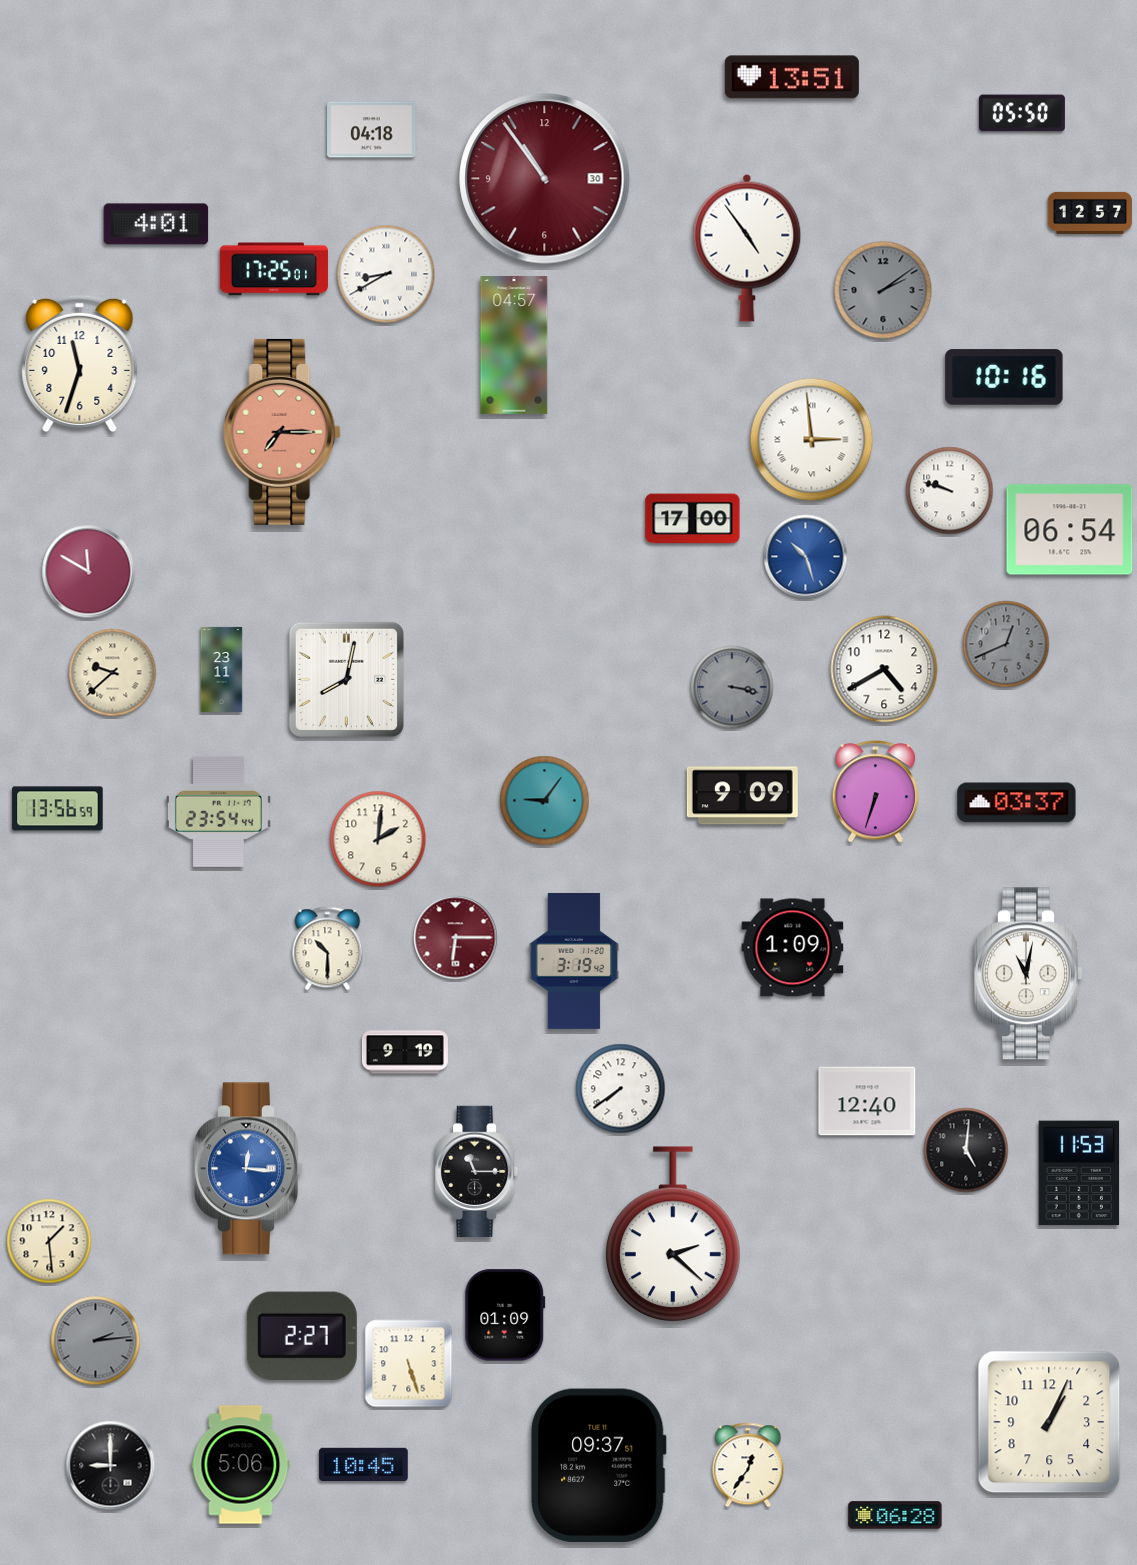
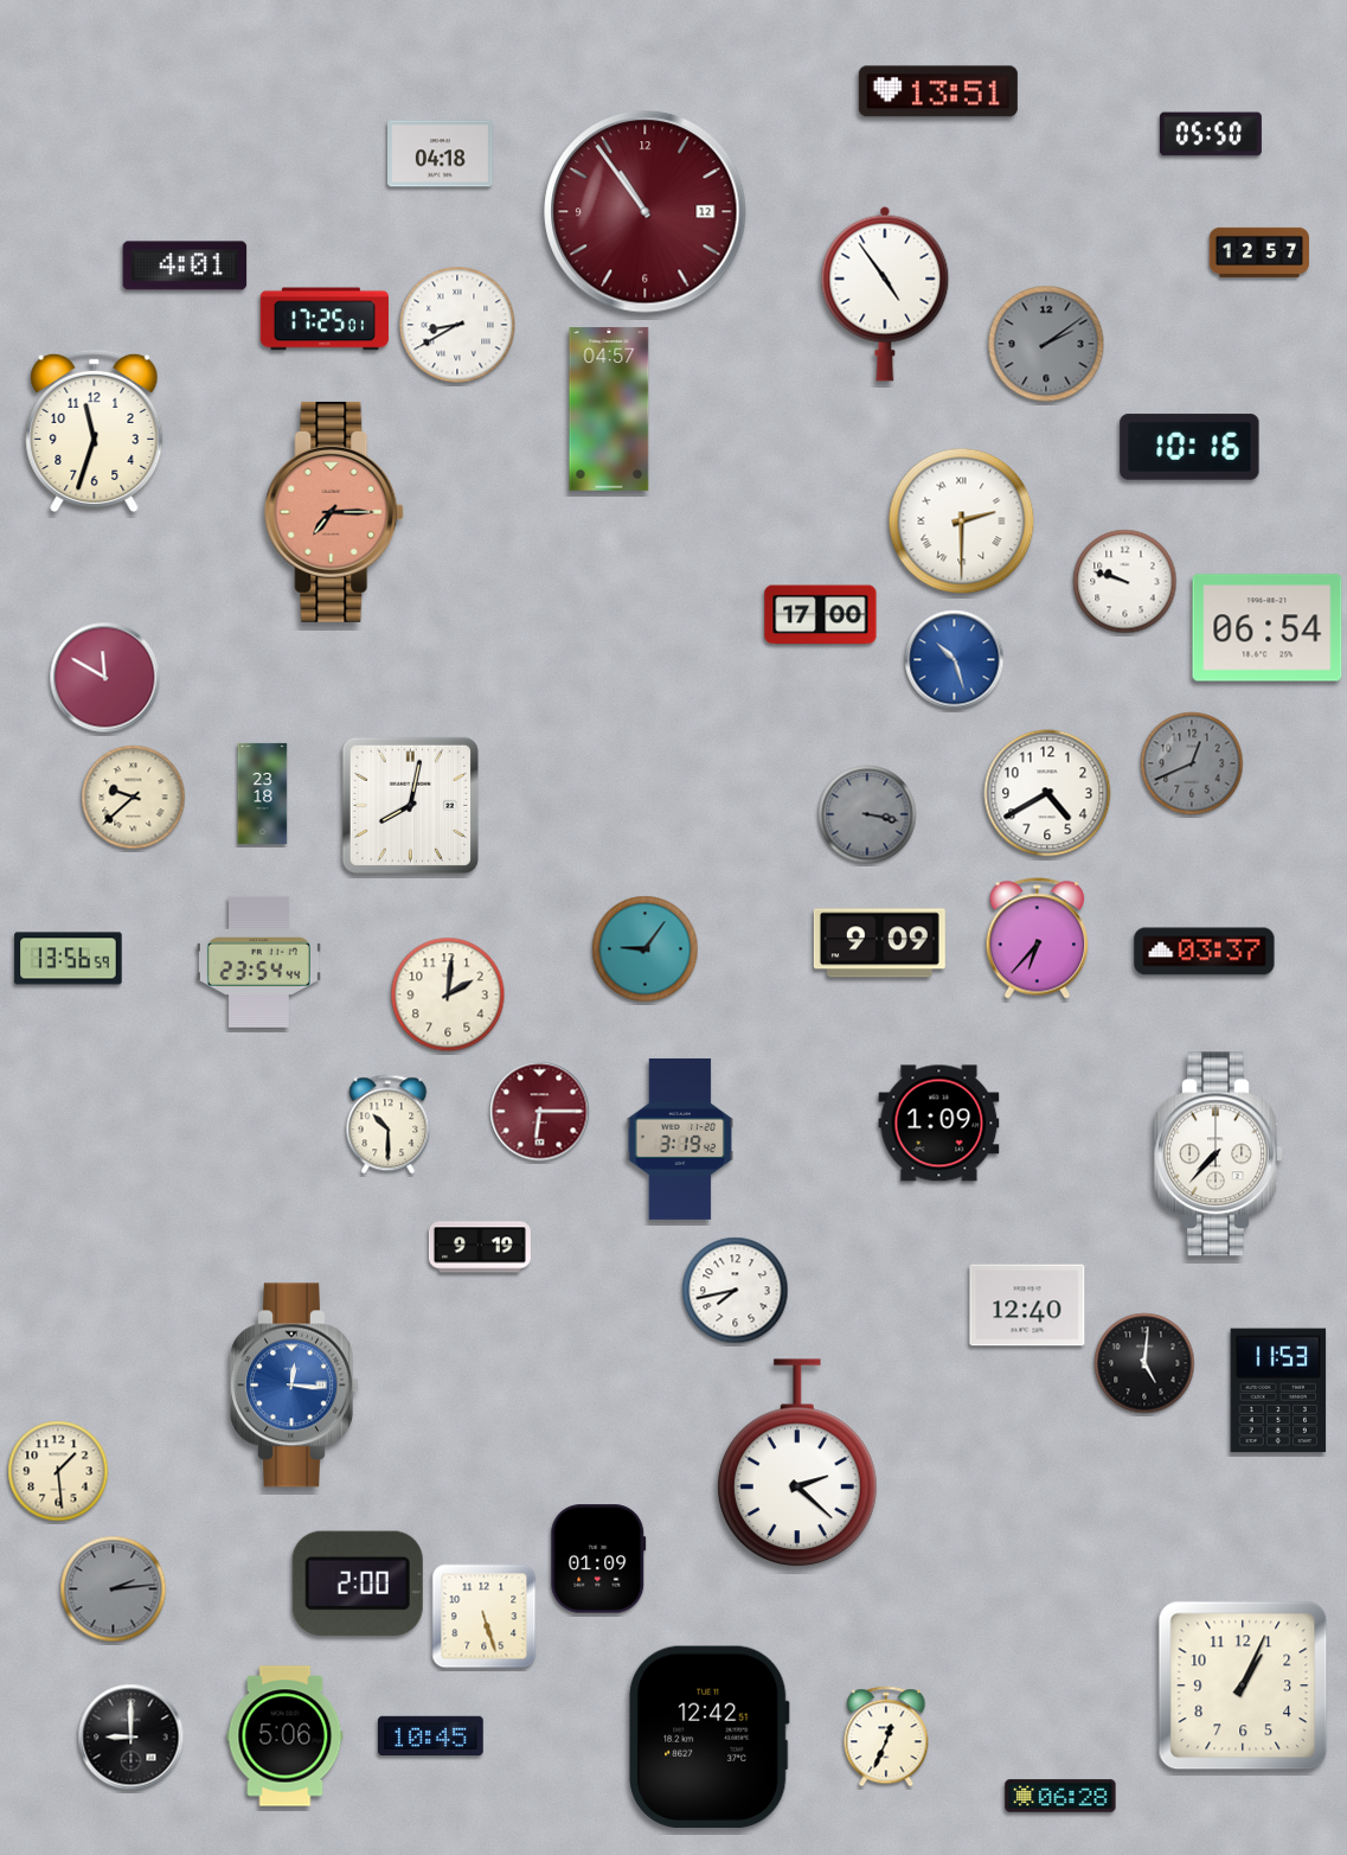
clock at (545, 179) date: 30 -> 12
clock at (1090, 213) position: (1090, 213) -> (1259, 252)
clock at (812, 440): 2:59 -> 2:30
clock at (222, 669): 23:11 -> 23:18
clock at (876, 792): 6:33 -> 6:37
clock at (1029, 974): 11:02 -> 7:37
clock at (621, 1089): 7:39 -> 7:43
clock at (478, 1171): 11:15 -> none
clock at (302, 1336): 2:27 -> 2:00
clock at (598, 1465): 09:37 -> 12:42
clock at (748, 1465): 12:36 -> 12:34
